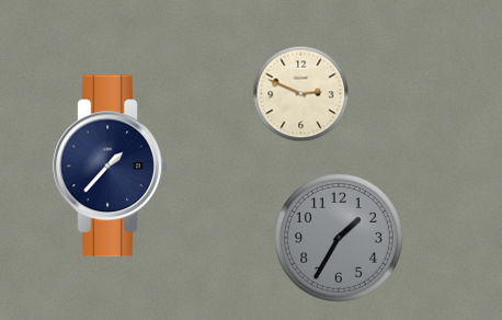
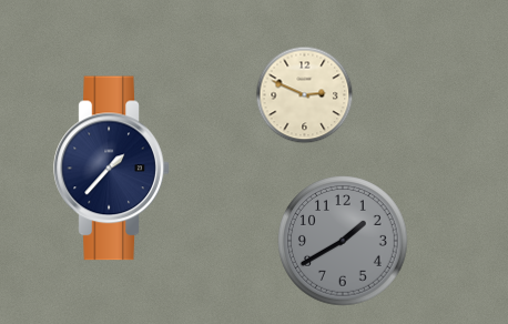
clock at (339, 238): 1:35 -> 1:40
